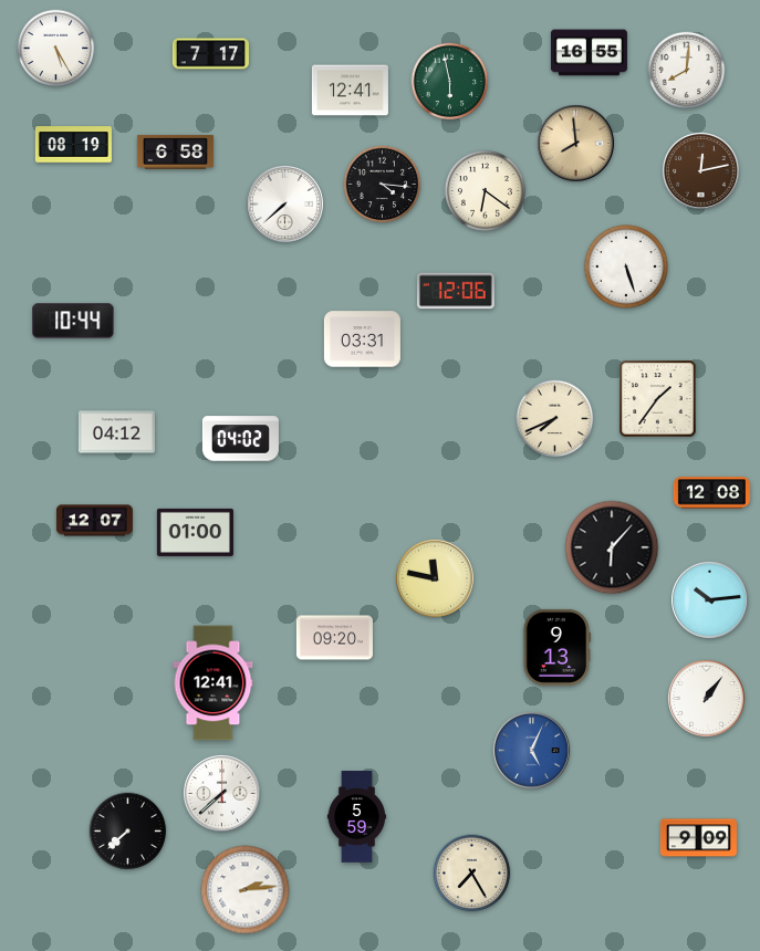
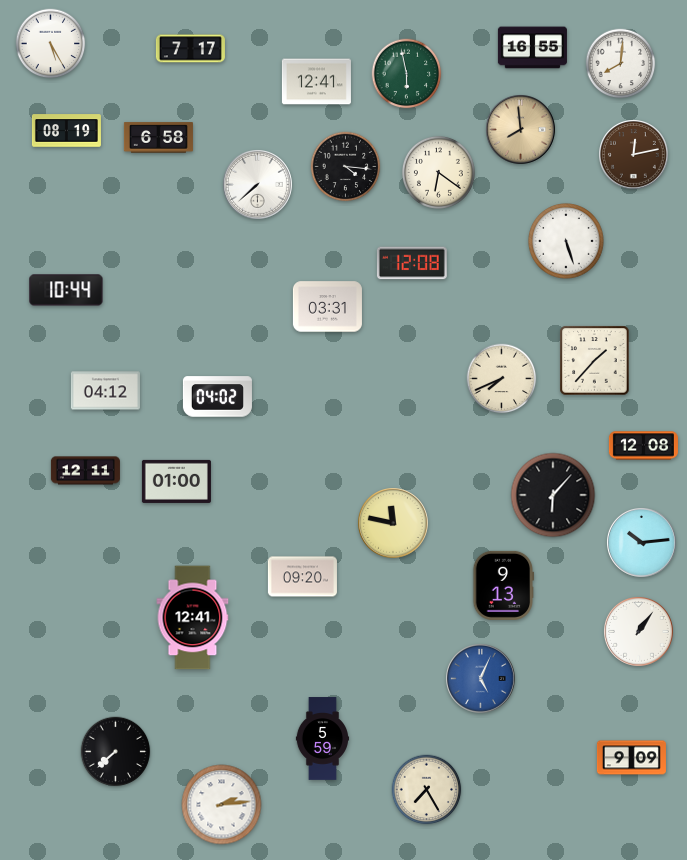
clock at (456, 291): 12:06 -> 12:08
clock at (658, 399): 1:36 -> 1:37
clock at (94, 521): 12:07 -> 12:11
clock at (222, 794): 7:38 -> none
